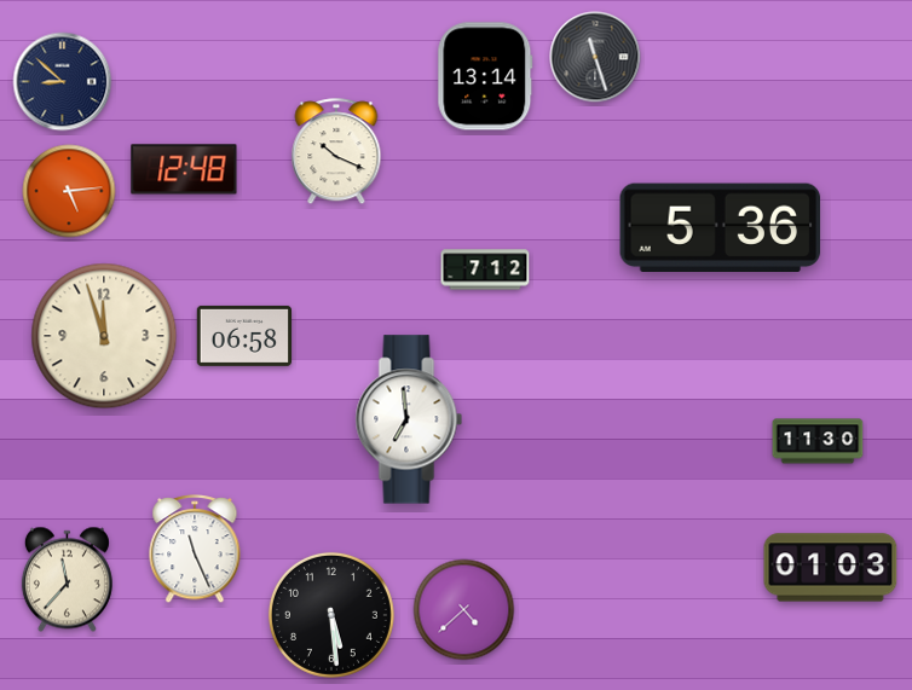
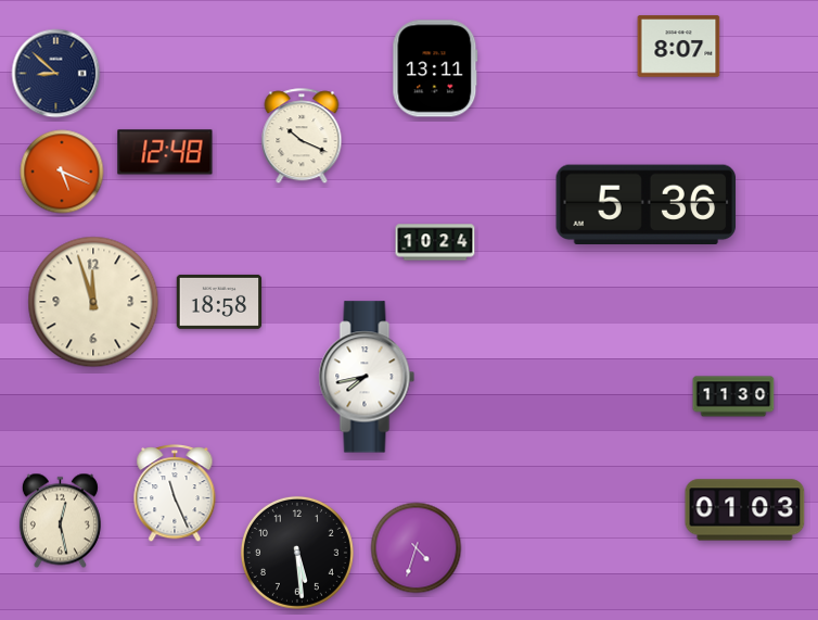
clock at (679, 47): none -> 8:07
clock at (595, 57): 11:27 -> none
clock at (485, 76): 13:14 -> 13:11
clock at (69, 191): 5:14 -> 5:19
clock at (485, 269): 7:12 -> 10:24
clock at (244, 336): 06:58 -> 18:58
clock at (409, 419): 6:59 -> 7:43
clock at (67, 580): 11:37 -> 12:28
clock at (464, 610): 4:38 -> 4:33
